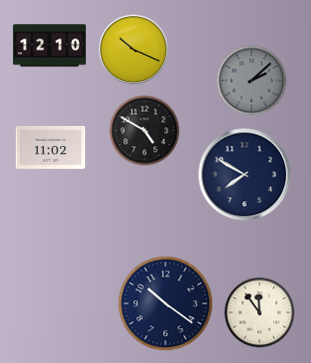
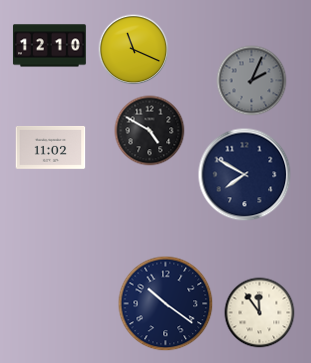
clock at (134, 50): 10:19 -> 11:19
clock at (252, 81): 2:08 -> 2:04
clock at (145, 131) position: (145, 131) -> (150, 131)
